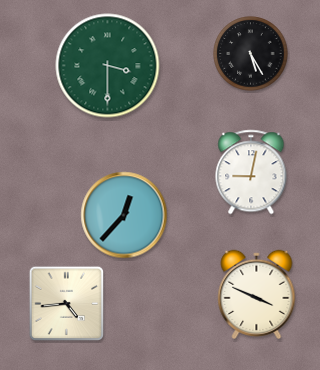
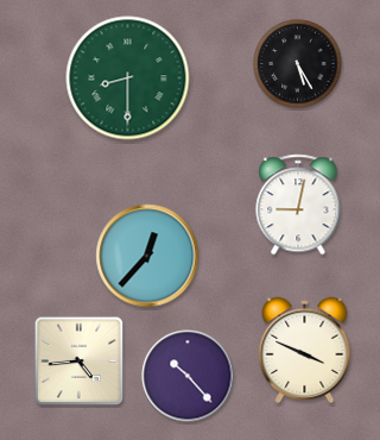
clock at (108, 66): 3:30 -> 8:30
clock at (188, 376): none -> 10:23
